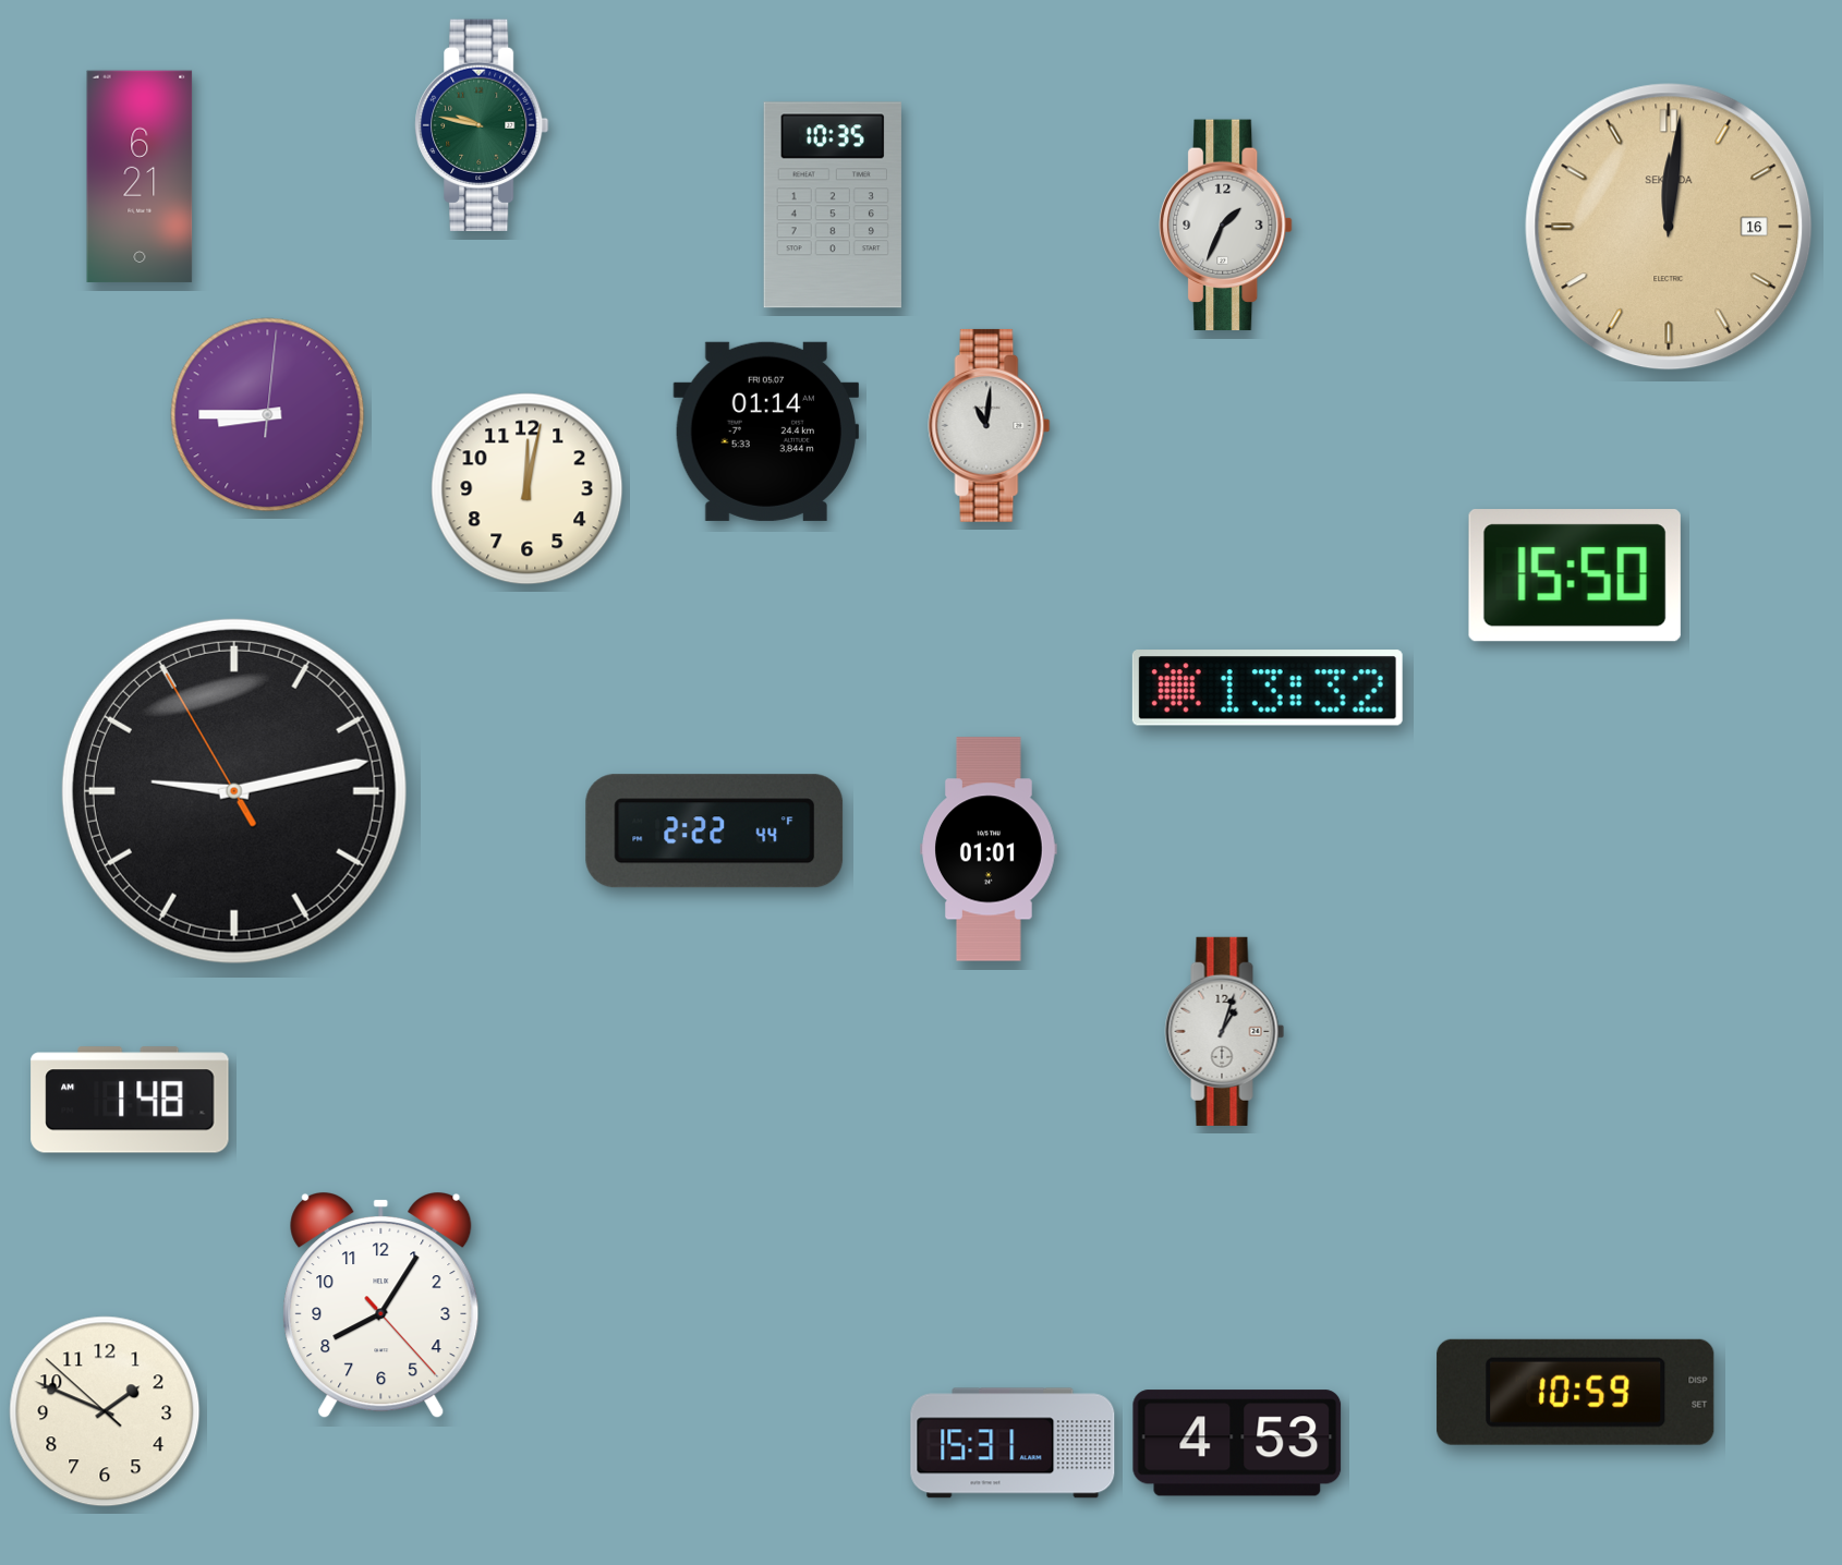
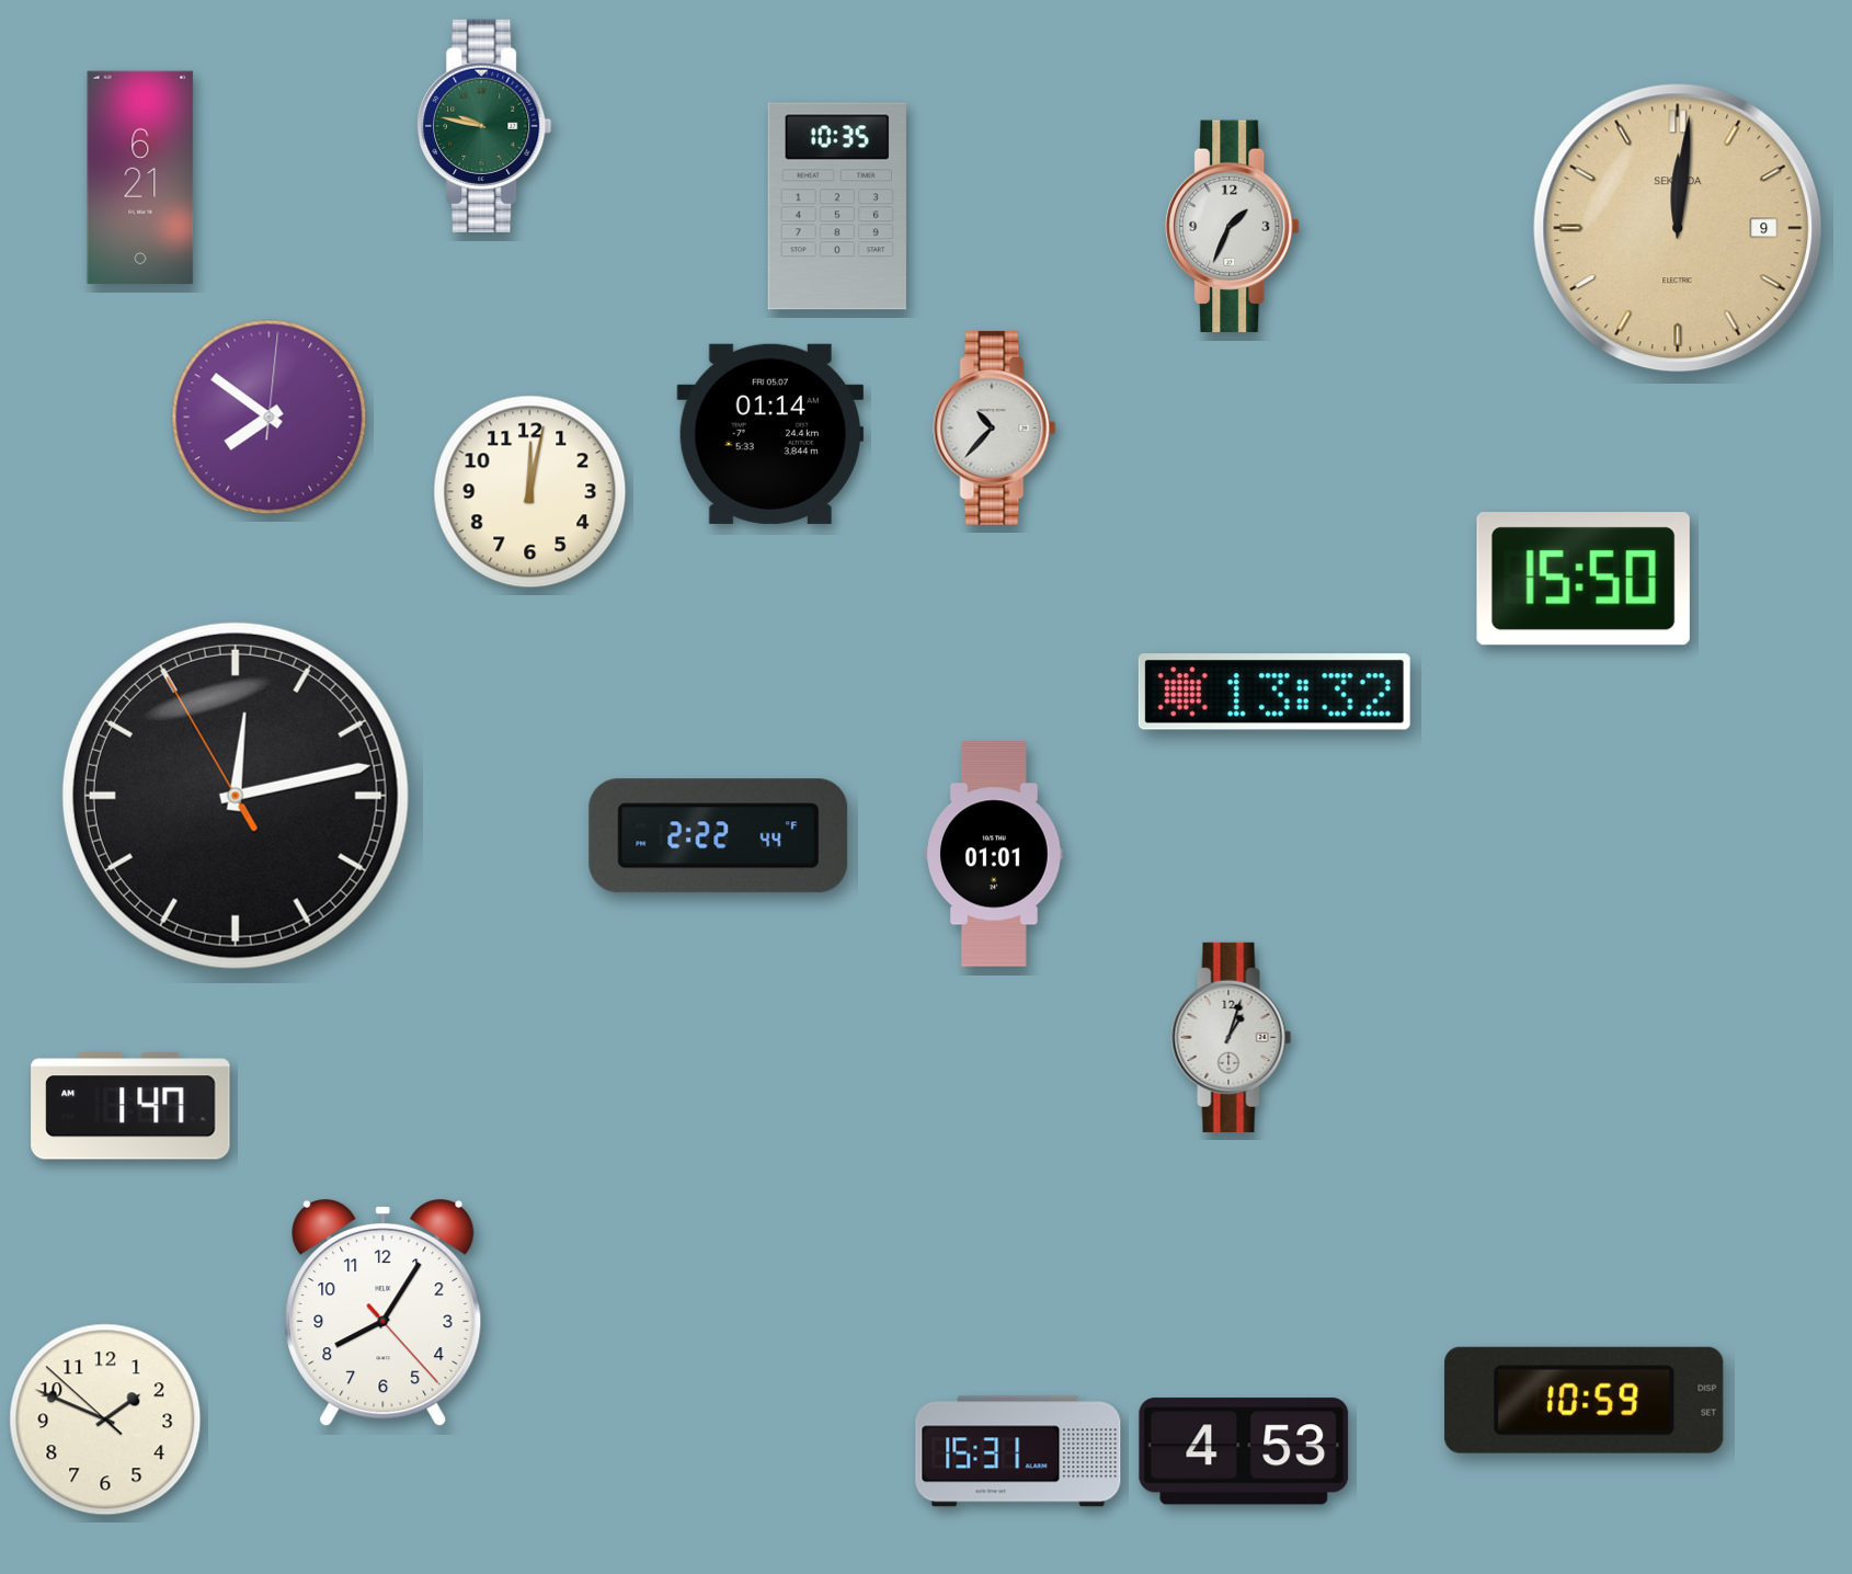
clock at (1669, 227) date: 16 -> 9
clock at (268, 415): 8:45 -> 7:51
clock at (990, 425): 11:01 -> 10:37
clock at (234, 791): 9:12 -> 12:12
clock at (130, 1100): 1:48 -> 1:47
